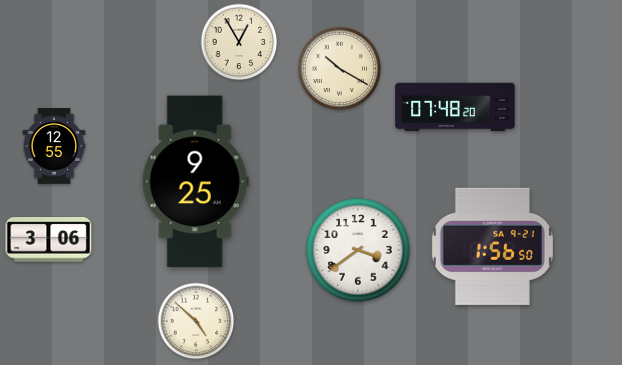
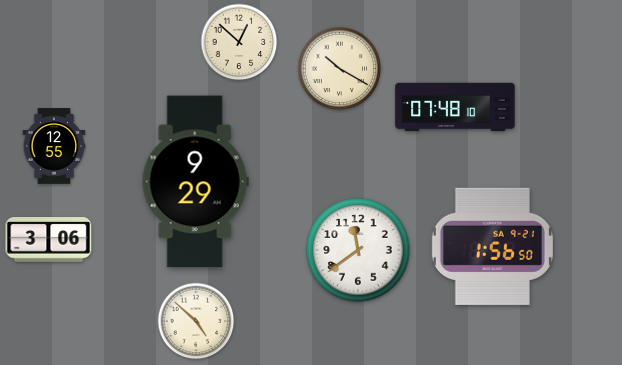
clock at (239, 42): 12:55 -> 12:52
clock at (455, 107): 07:48:20 -> 07:48:10
clock at (195, 182): 9:25 -> 9:29
clock at (358, 250): 3:39 -> 11:39
